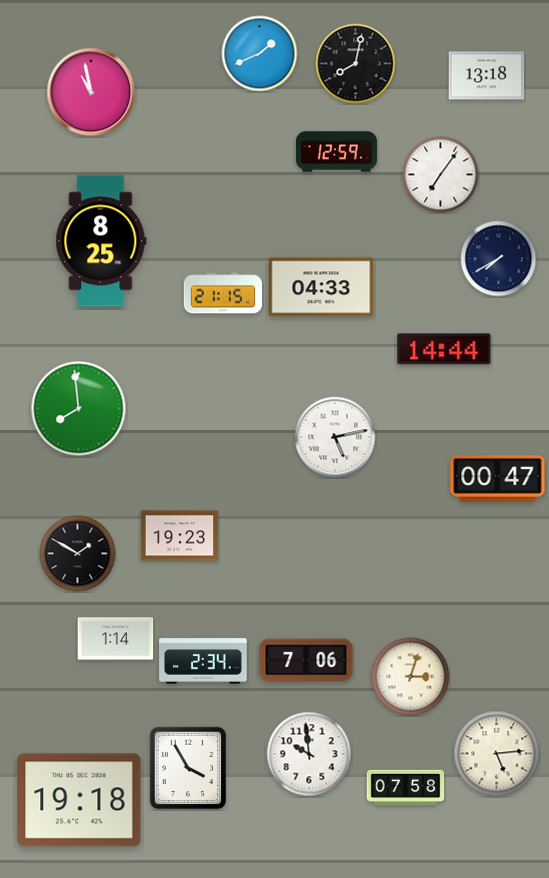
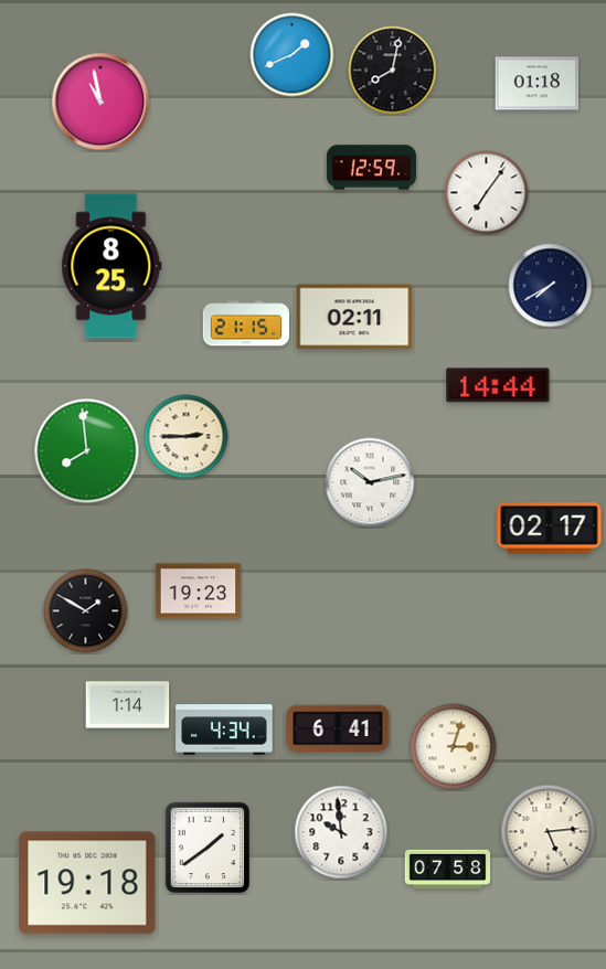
clock at (260, 54) position: (260, 54) -> (293, 55)
clock at (487, 76): 13:18 -> 01:18
clock at (321, 287): 04:33 -> 02:11
clock at (444, 349) position: (444, 349) -> (498, 385)
clock at (187, 437): none -> 2:45
clock at (335, 437): 5:13 -> 10:13
clock at (498, 479): 00:47 -> 02:17
clock at (306, 660): 7:06 -> 6:41
clock at (203, 661): 2:34 -> 4:34
clock at (188, 768): 3:55 -> 1:39
